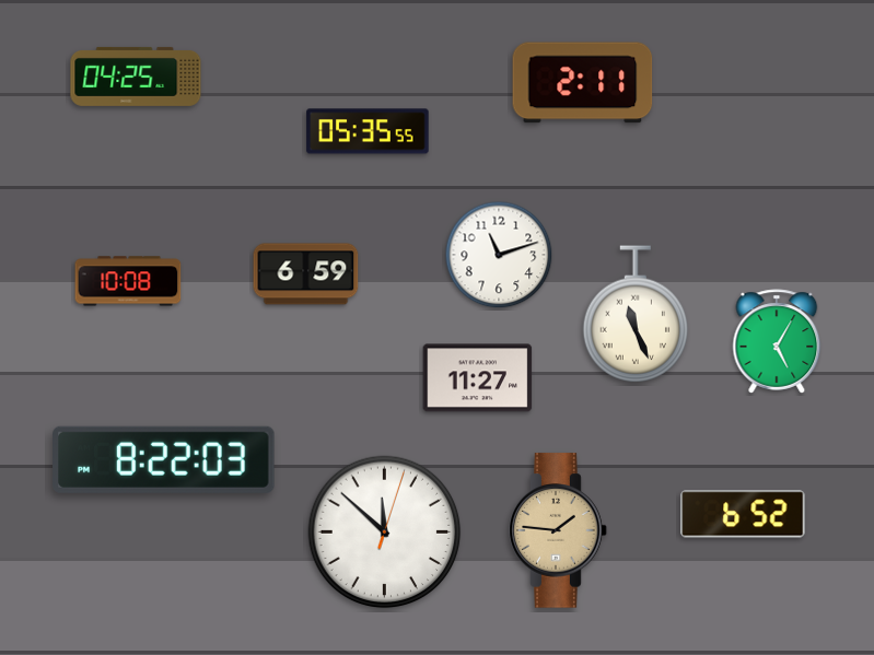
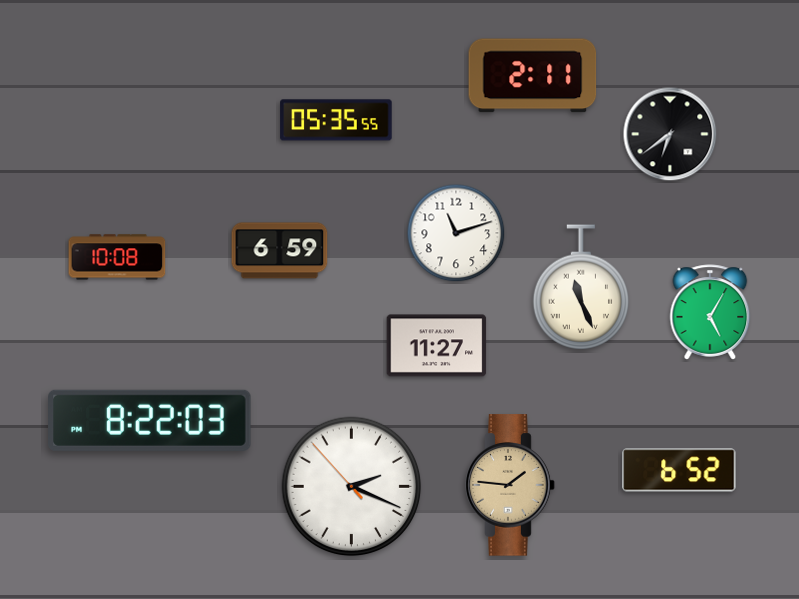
clock at (136, 77): 04:25 -> none
clock at (670, 134): none -> 6:39
clock at (385, 533): 11:52 -> 2:18
